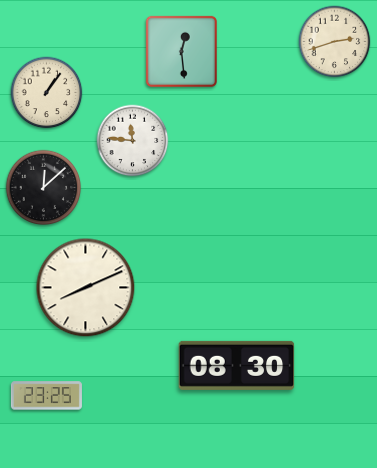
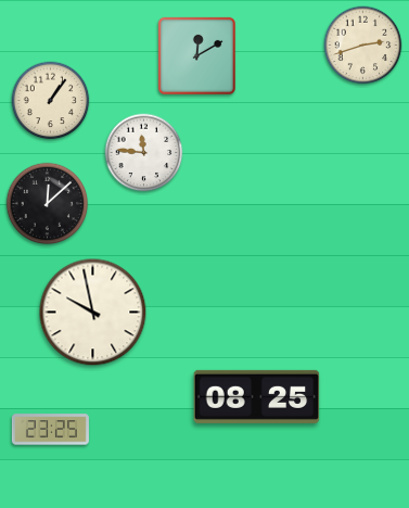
clock at (181, 51): 12:29 -> 12:10
clock at (86, 288): 8:11 -> 9:58
clock at (237, 365): 08:30 -> 08:25
